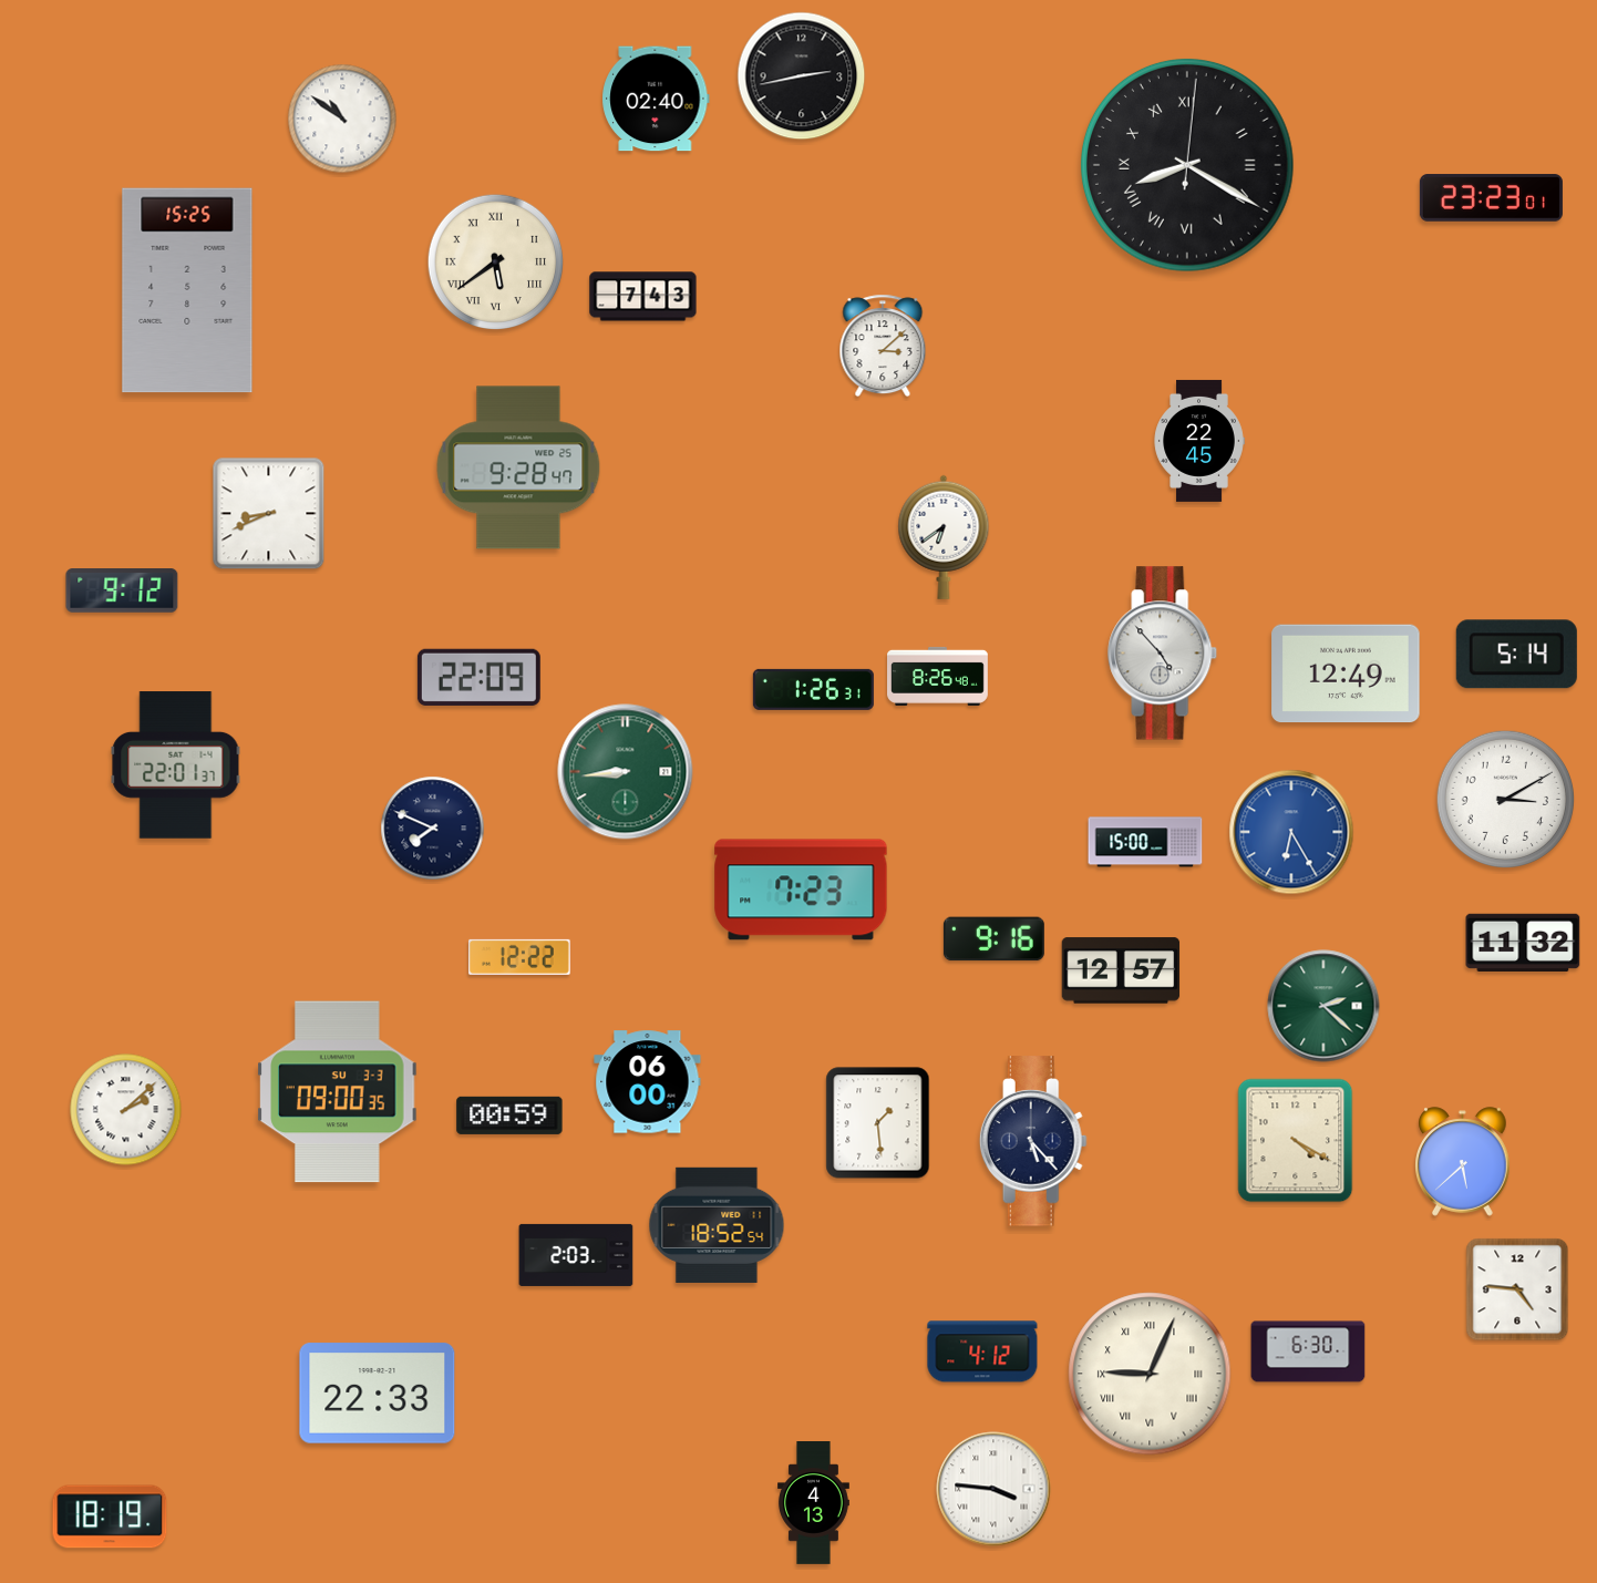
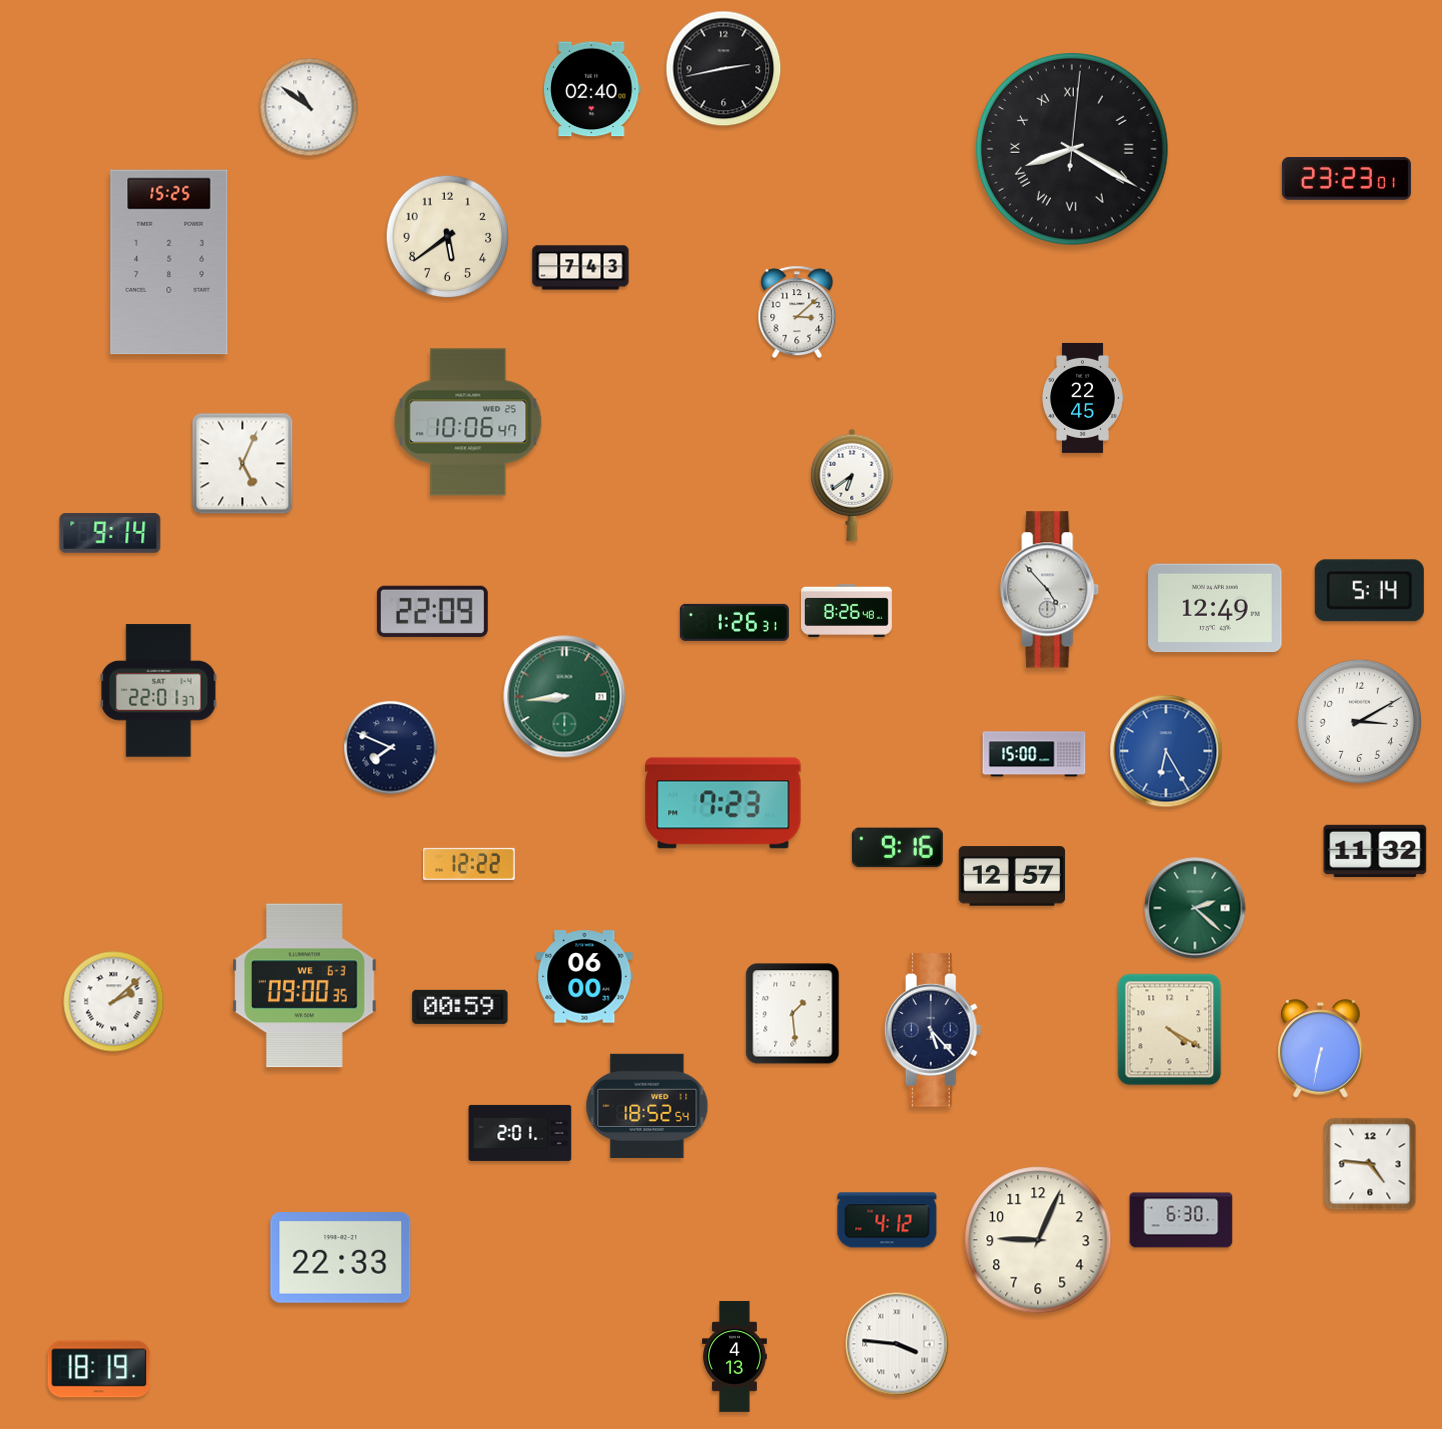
clock at (496, 263) numerals: Roman -> Arabic
clock at (518, 467): 9:28 -> 10:06
clock at (269, 514): 8:41 -> 5:04
clock at (122, 590): 9:12 -> 9:14
clock at (1145, 842) position: (1145, 842) -> (1034, 754)
clock at (338, 1092) date: SU 3-3 -> WE 6-3
clock at (1463, 1162): 5:38 -> 6:32
clock at (576, 1255): 2:03 -> 2:01
clock at (1150, 1374) numerals: Roman -> Arabic
